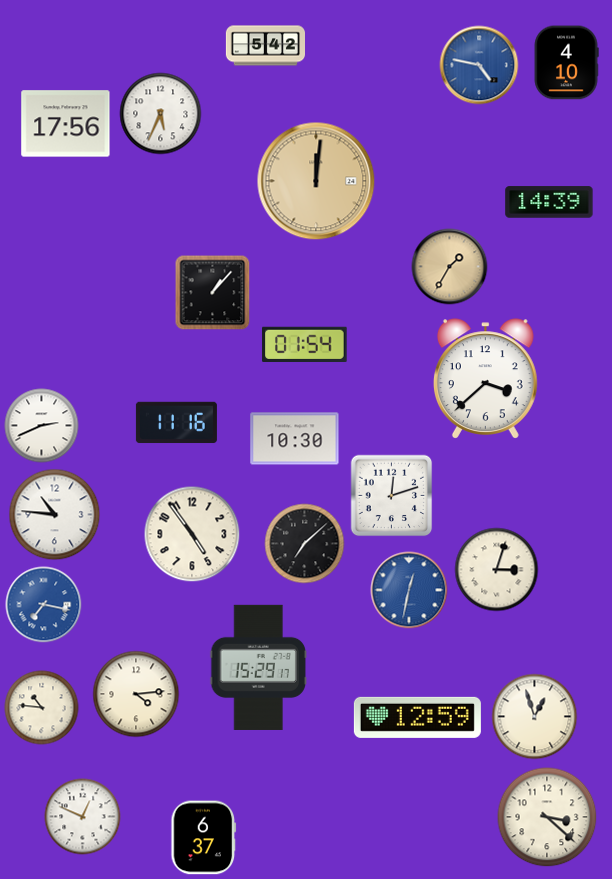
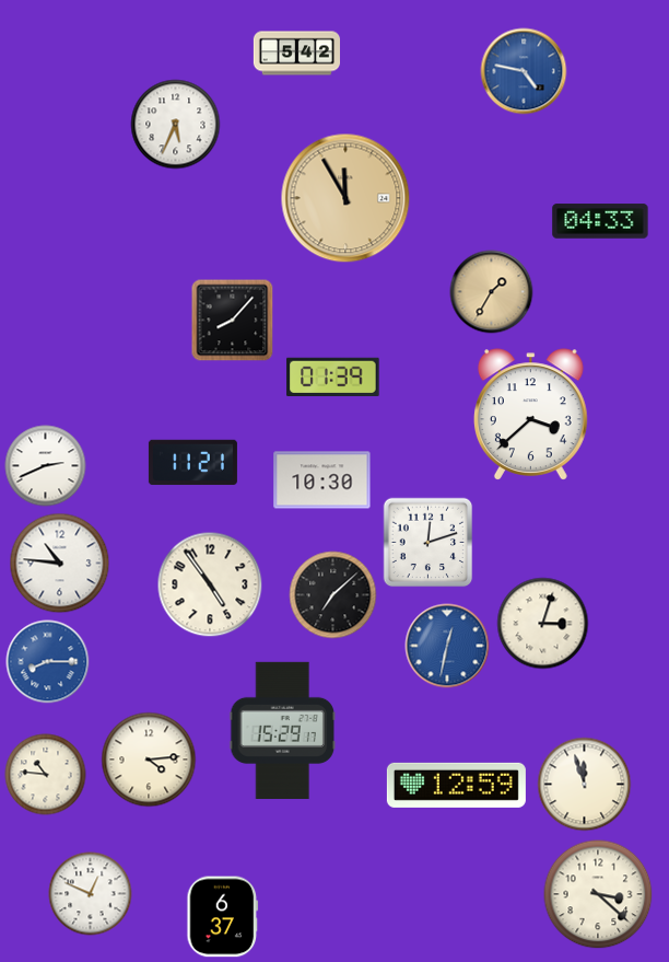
clock at (265, 46) position: (265, 46) -> (296, 54)
clock at (566, 63): 4:10 -> none
clock at (66, 124): 17:56 -> none
clock at (316, 181): 12:01 -> 11:55
clock at (549, 202): 14:39 -> 04:33
clock at (213, 293): 1:07 -> 8:07
clock at (305, 344): 01:54 -> 01:39
clock at (176, 423): 11:16 -> 11:21
clock at (44, 605): 7:17 -> 8:15
clock at (535, 717): 12:57 -> 11:57
